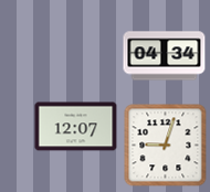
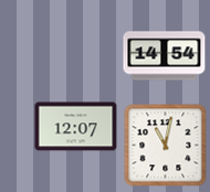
clock at (165, 56): 04:34 -> 14:54
clock at (166, 146): 9:03 -> 11:02
